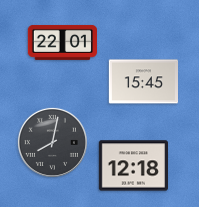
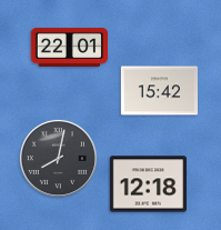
clock at (143, 82): 15:45 -> 15:42
